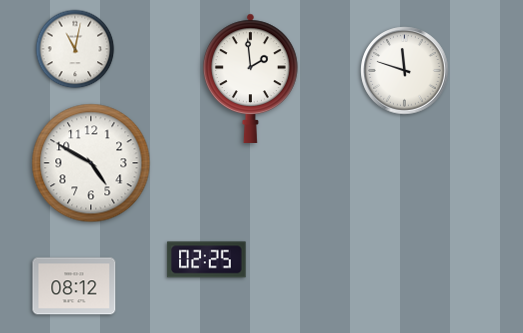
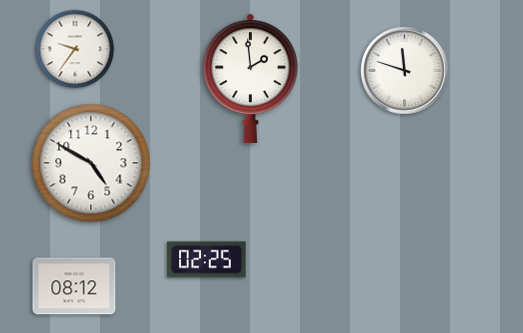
clock at (75, 49): 11:02 -> 9:36
